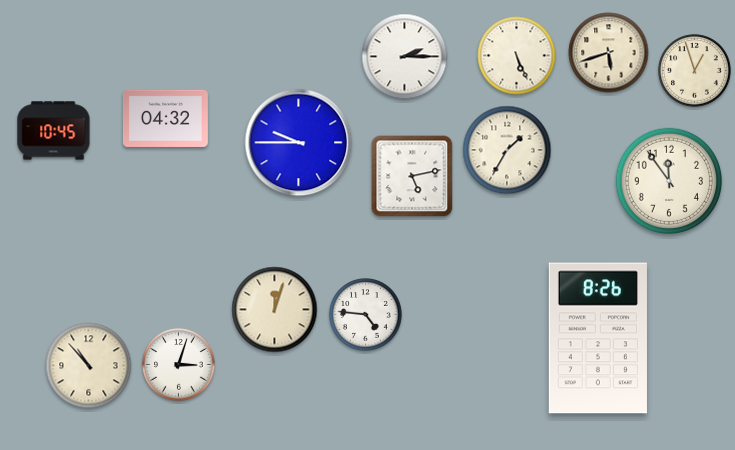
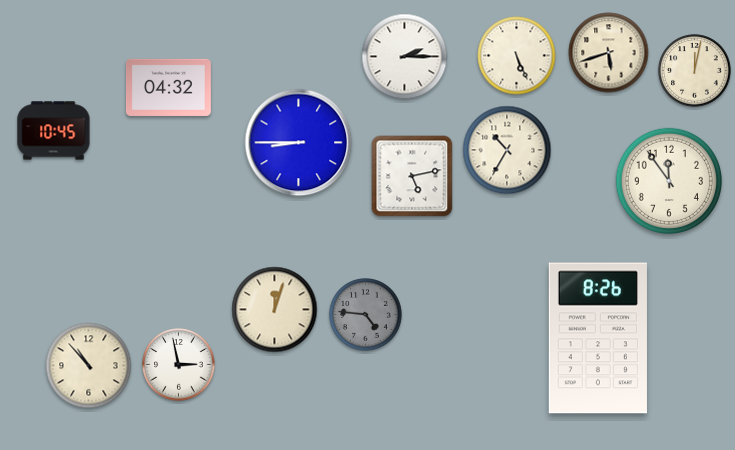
clock at (695, 71): 12:57 -> 12:02
clock at (165, 118) position: (165, 118) -> (168, 87)
clock at (299, 143): 9:45 -> 8:45
clock at (507, 150): 1:35 -> 10:35
clock at (366, 315) dial: white -> grey
clock at (179, 365): 3:03 -> 2:58
